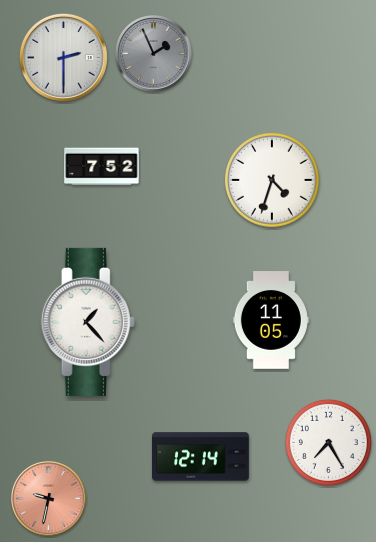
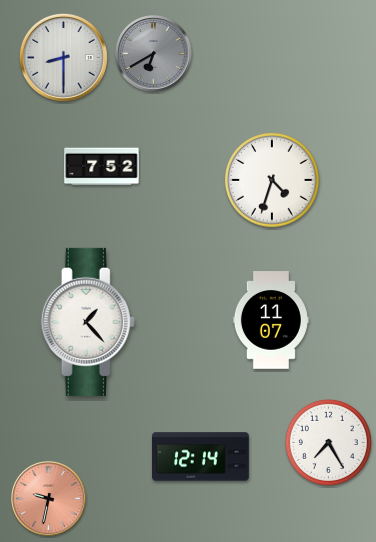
clock at (154, 54): 1:56 -> 6:40
clock at (63, 57): 2:30 -> 8:30
clock at (271, 320): 11:05 -> 11:07
